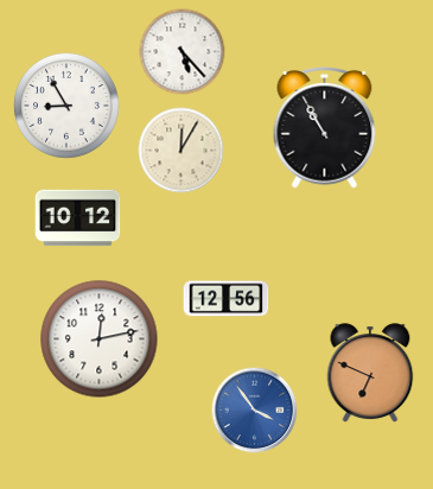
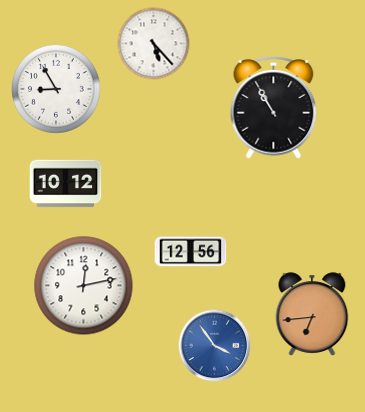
clock at (182, 151): 12:05 -> none
clock at (370, 373): 6:49 -> 6:44
